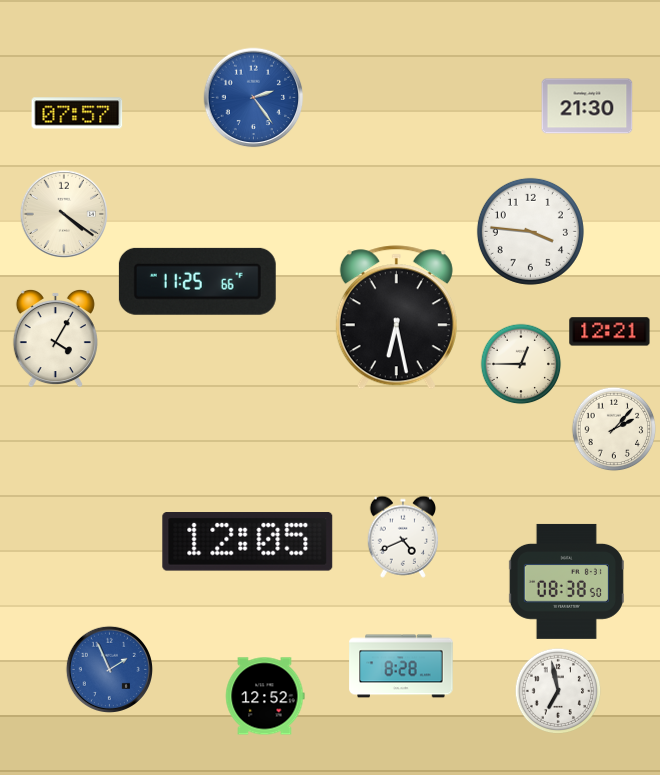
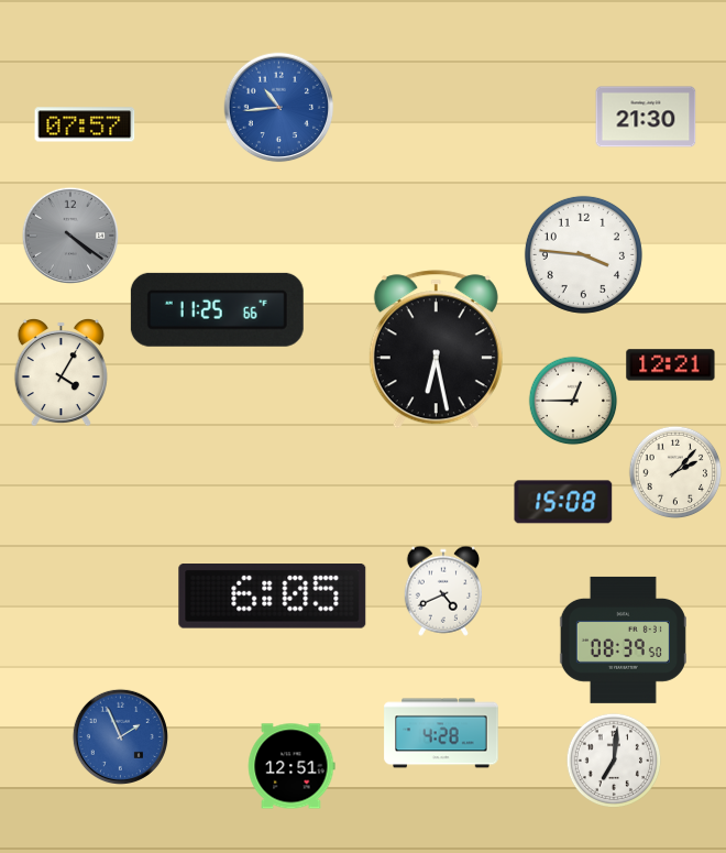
clock at (254, 98): 2:24 -> 10:44
clock at (63, 213) dial: cream -> grey
clock at (563, 502): none -> 15:08
clock at (248, 542): 12:05 -> 6:05
clock at (566, 581): 08:38 -> 08:39
clock at (401, 666): 8:28 -> 4:28
clock at (558, 691): 6:58 -> 7:01
clock at (265, 696): 12:52 -> 12:51
